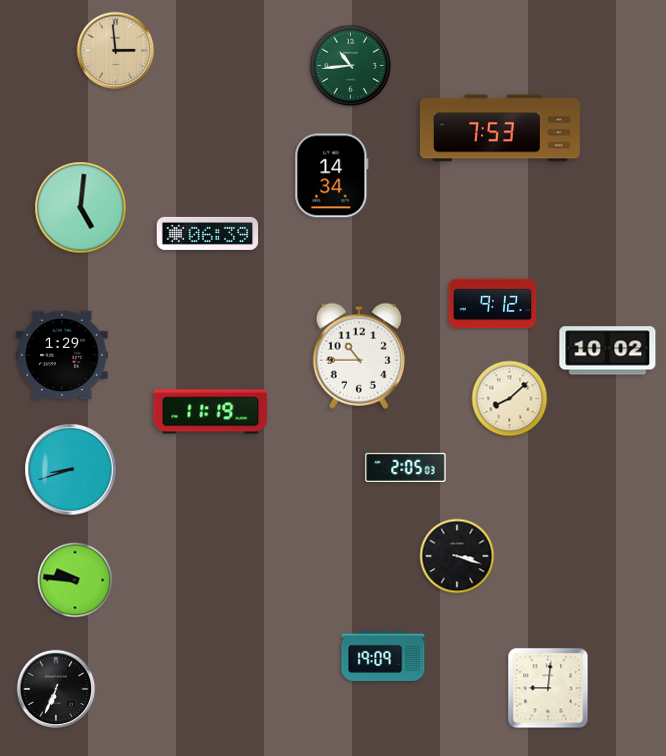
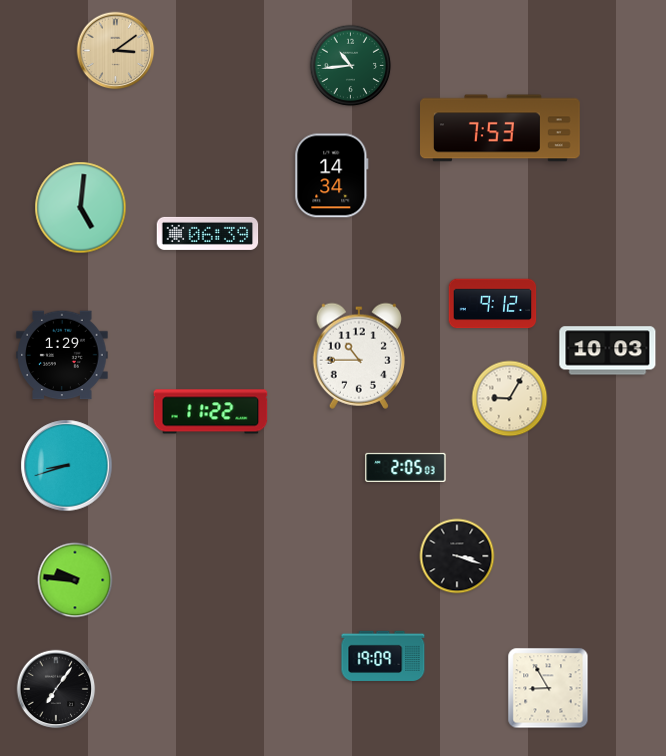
clock at (116, 51): 2:59 -> 3:09
clock at (608, 351): 10:02 -> 10:03
clock at (510, 399): 8:08 -> 9:05
clock at (211, 412): 11:19 -> 11:22
clock at (71, 470) position: (71, 470) -> (67, 466)
clock at (548, 688): 9:01 -> 8:55
clock at (56, 689): 6:34 -> 7:06
